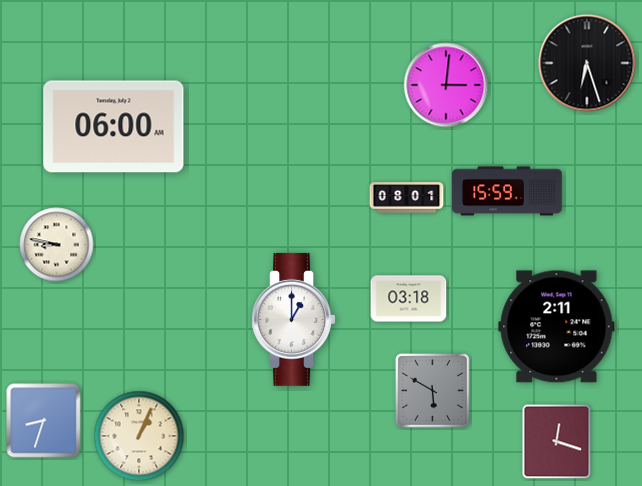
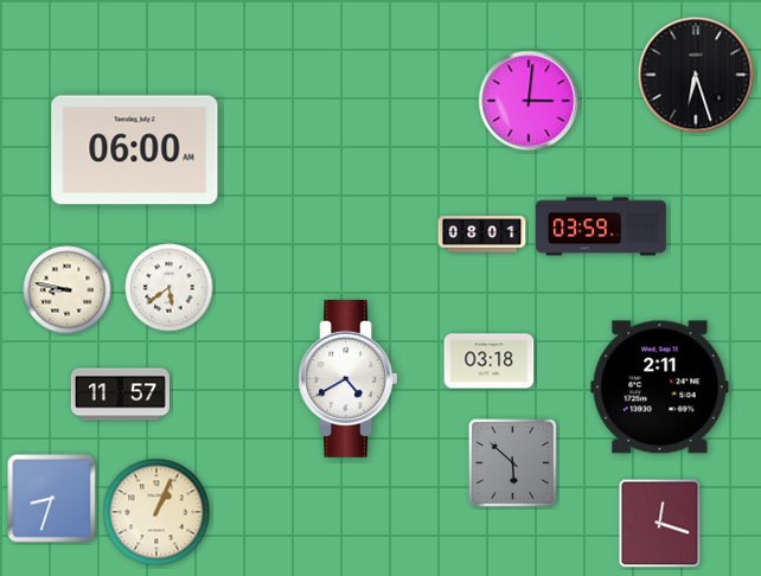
clock at (507, 191): 15:59 -> 03:59
clock at (170, 288): none -> 5:39
clock at (409, 299) position: (409, 299) -> (490, 361)
clock at (293, 319): 1:00 -> 4:40
clock at (120, 395): none -> 11:57
clock at (432, 390): 5:50 -> 5:52
clock at (139, 436) position: (139, 436) -> (156, 512)
